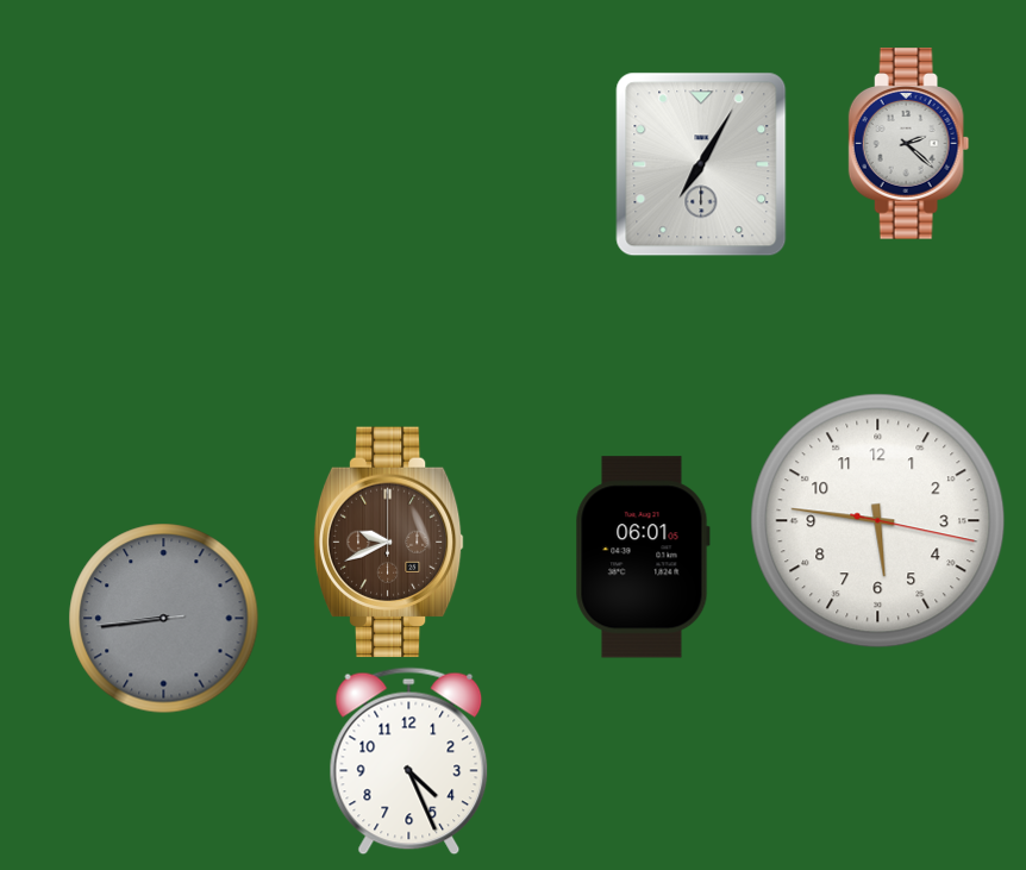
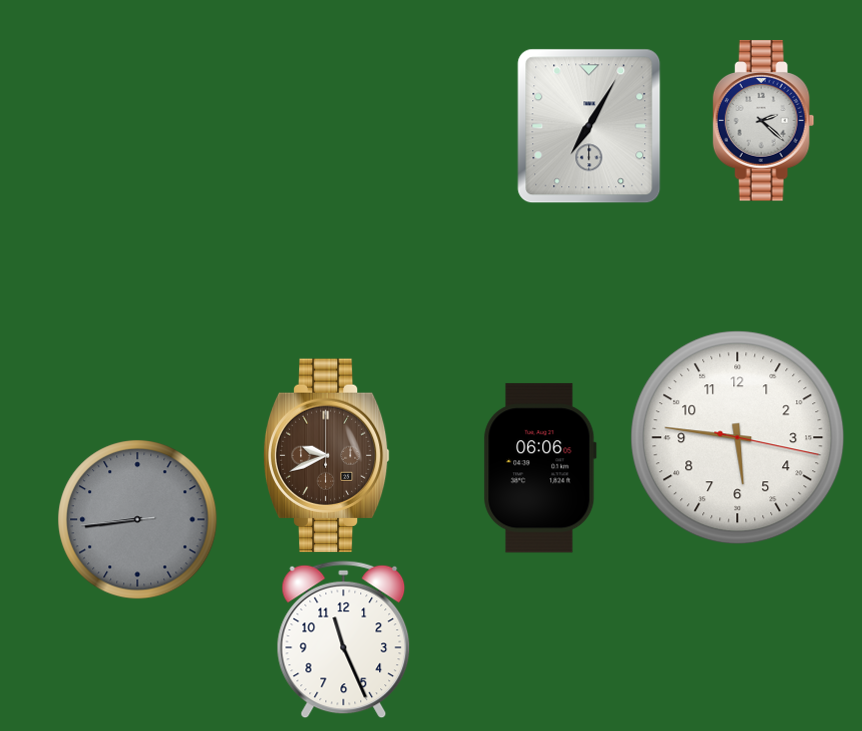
clock at (701, 164) position: (701, 164) -> (589, 126)
clock at (643, 557): 06:01 -> 06:06
clock at (409, 762): 4:26 -> 11:26
